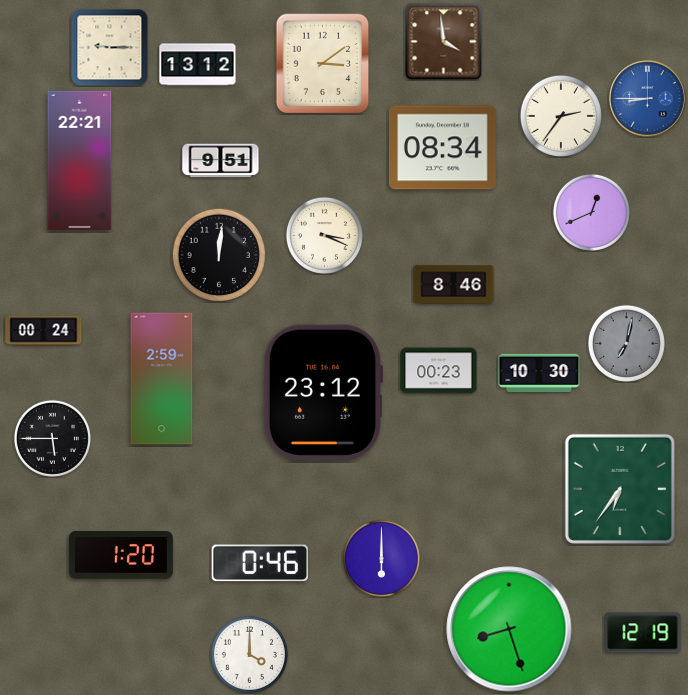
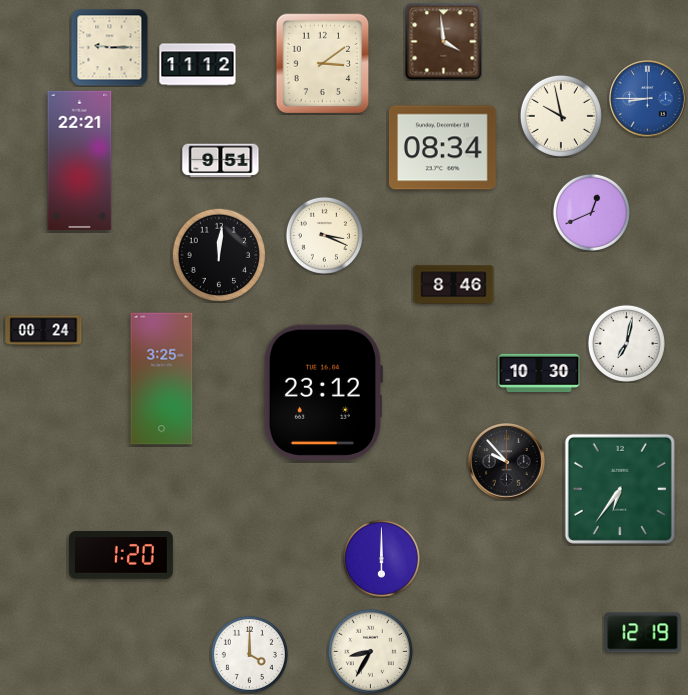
clock at (198, 65): 13:12 -> 11:12
clock at (561, 116): 2:36 -> 9:58
clock at (626, 343) dial: grey -> white
clock at (439, 371): 00:23 -> none
clock at (162, 379): 2:59 -> 3:25
clock at (52, 438): 5:45 -> none
clock at (507, 462): none -> 9:53
clock at (260, 563): 0:46 -> none
clock at (509, 629): 8:27 -> none
clock at (370, 651): none -> 8:35
